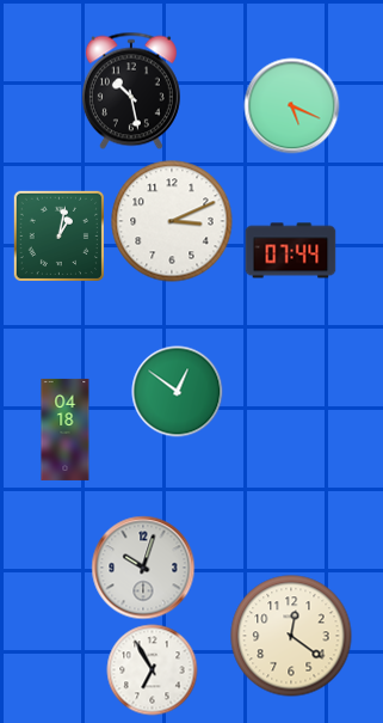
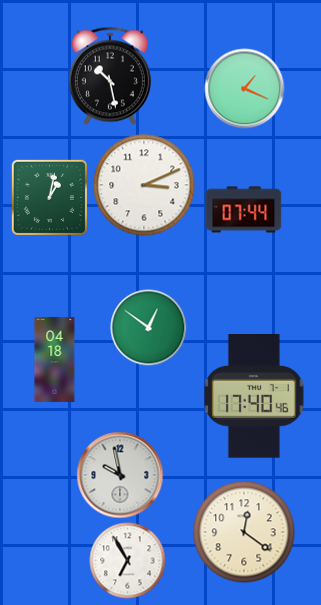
clock at (292, 106): 5:19 -> 1:19
clock at (254, 397): none -> 17:40
clock at (143, 568): 10:03 -> 9:58
